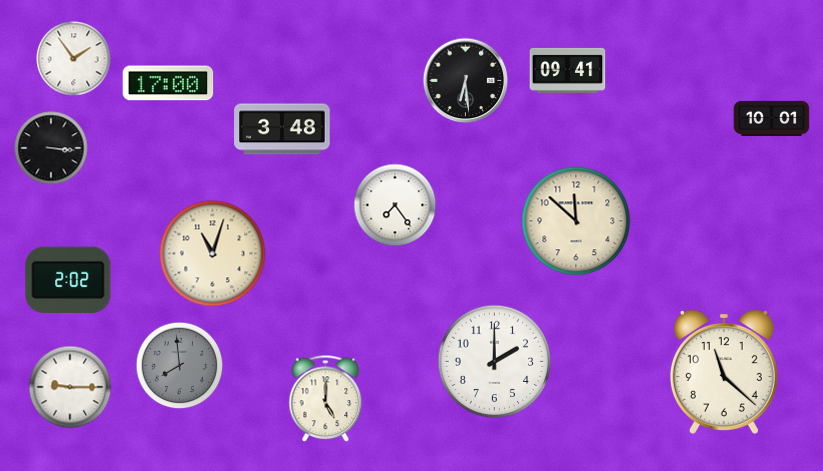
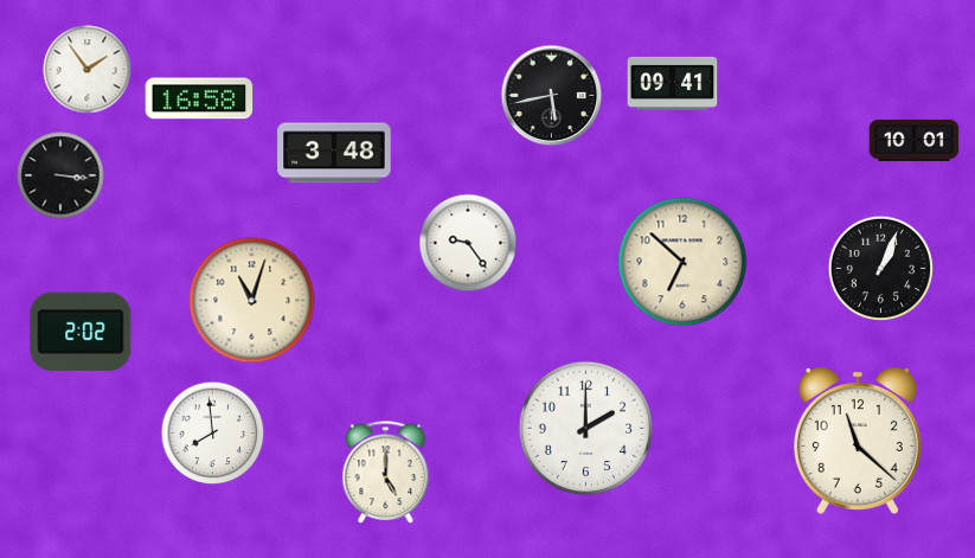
clock at (466, 81): 6:29 -> 5:43
clock at (168, 83): 17:00 -> 16:58
clock at (395, 205): 7:24 -> 9:24
clock at (576, 221): 11:52 -> 6:52
clock at (881, 269): none -> 1:04
clock at (180, 366) dial: grey -> white
clock at (70, 387): 9:15 -> none
